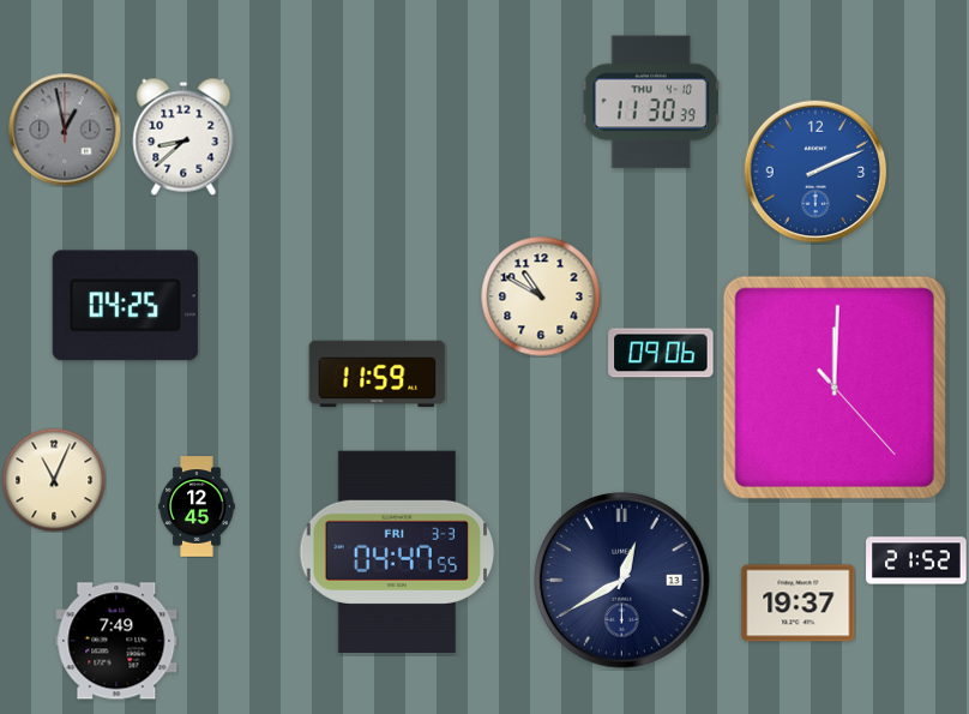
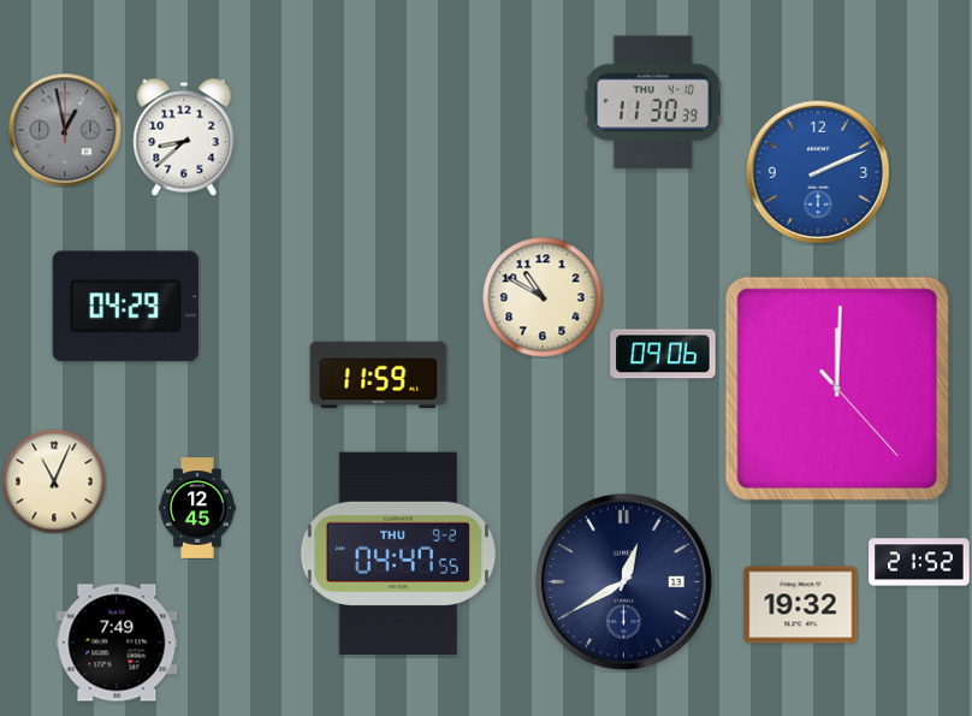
clock at (125, 306): 04:25 -> 04:29
clock at (397, 552) date: FRI 3-3 -> THU 9-2
clock at (799, 604): 19:37 -> 19:32
